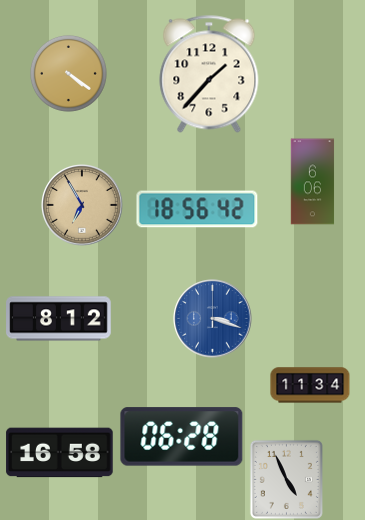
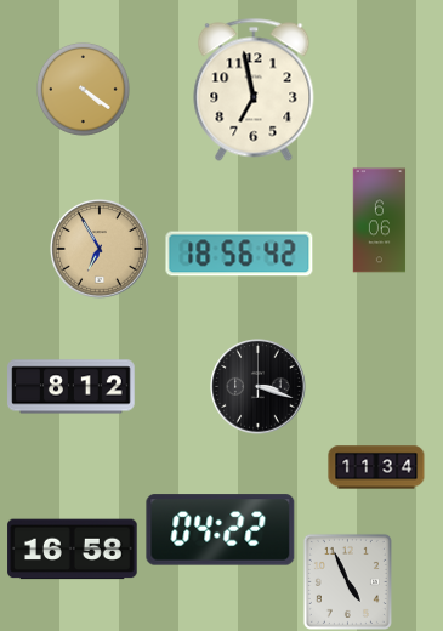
clock at (209, 74): 1:37 -> 6:58
clock at (213, 319) dial: blue -> black
clock at (182, 437): 06:28 -> 04:22
